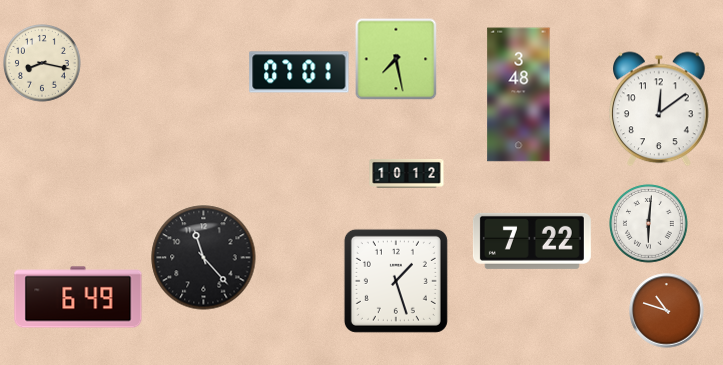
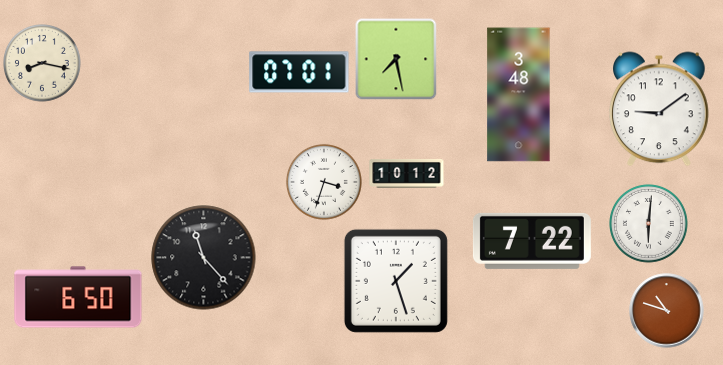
clock at (660, 109): 12:09 -> 9:09
clock at (324, 182): none -> 3:33
clock at (78, 297): 6:49 -> 6:50
